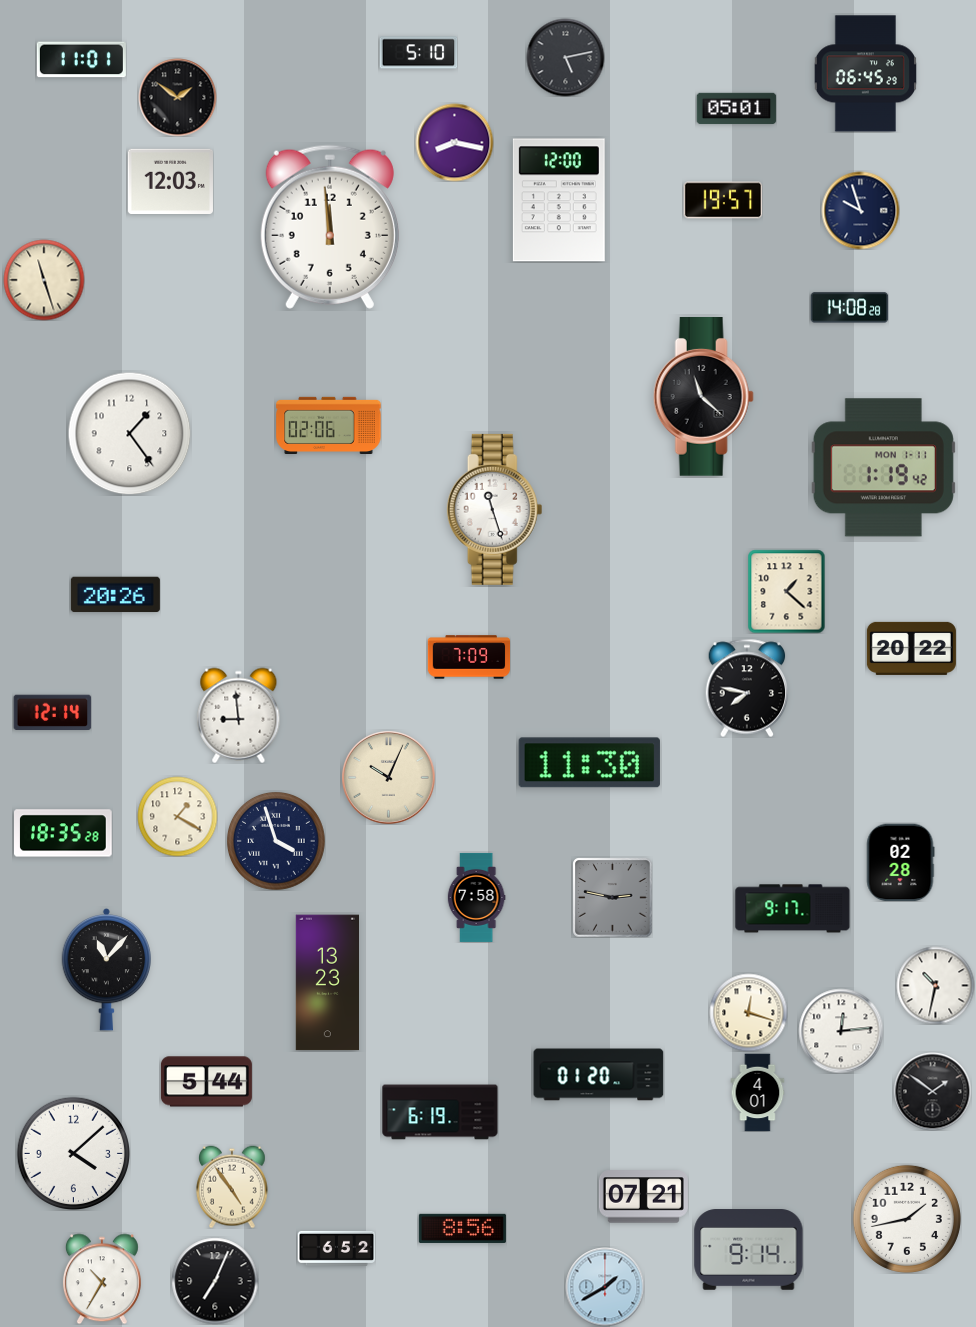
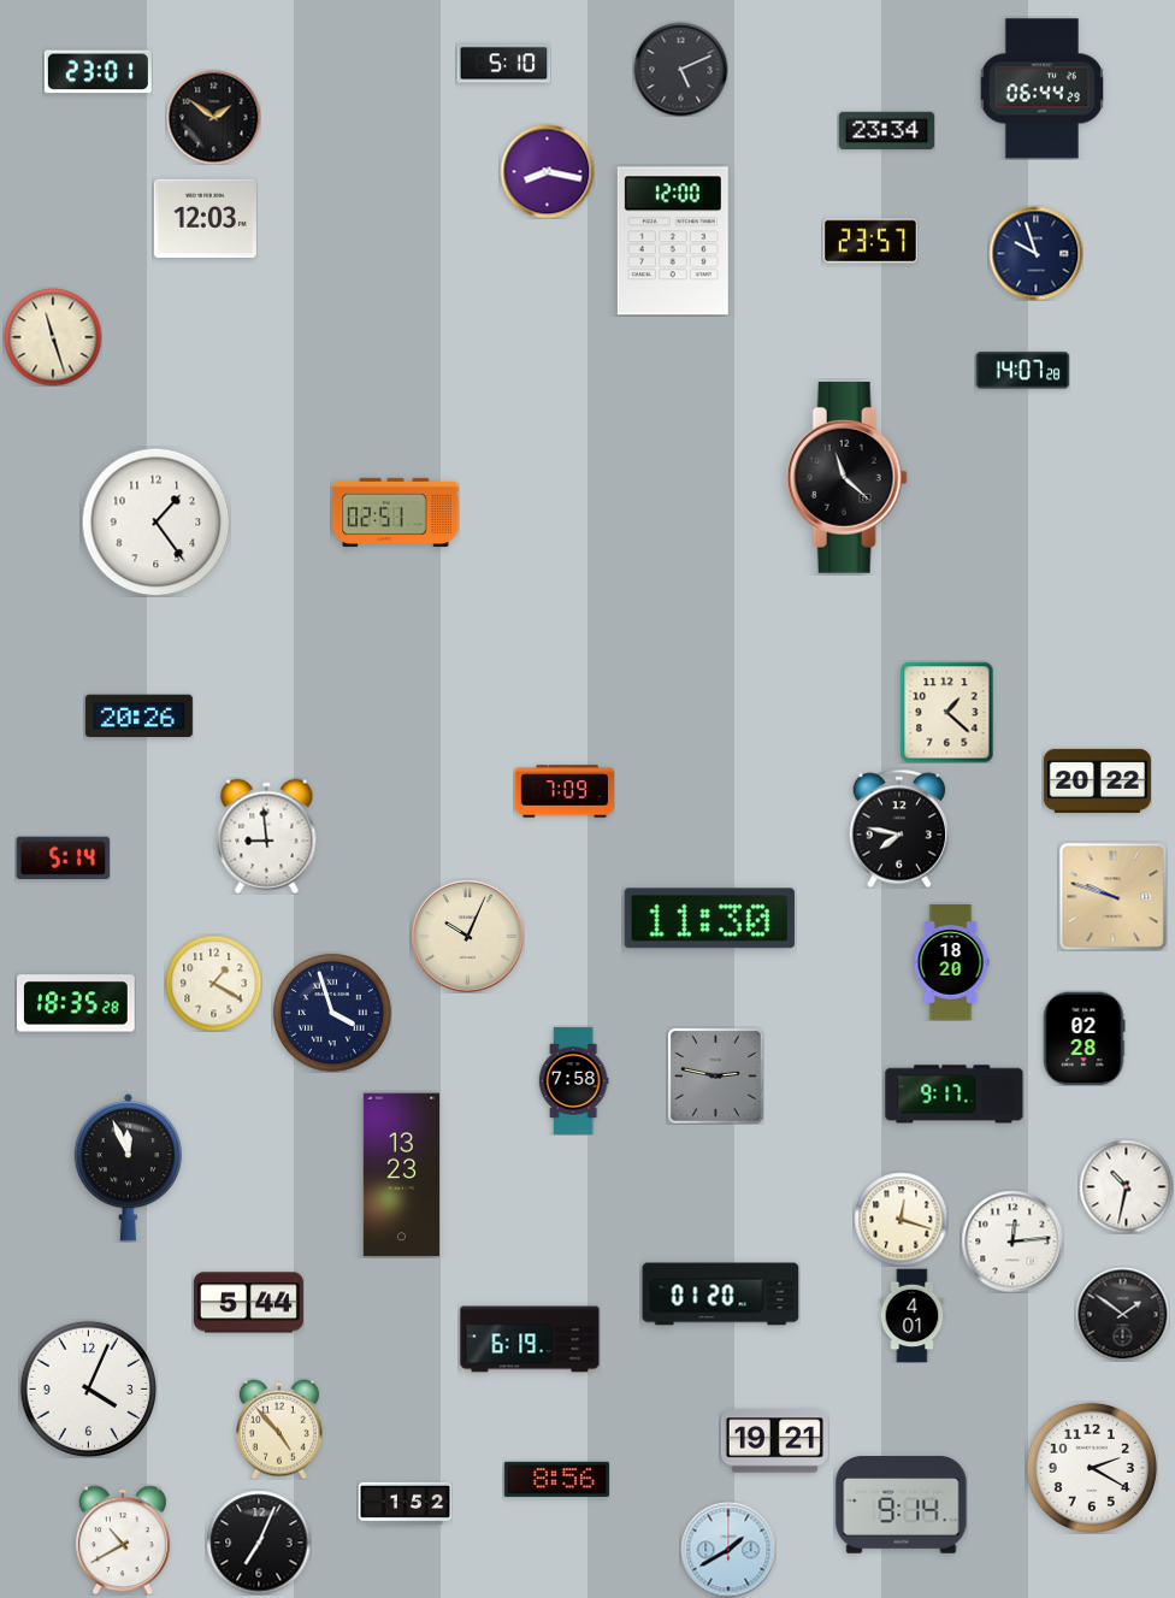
clock at (565, 57): 5:13 -> 5:11
clock at (81, 60): 11:01 -> 23:01
clock at (865, 74): 06:45 -> 06:44
clock at (736, 109): 05:01 -> 23:34
clock at (723, 200): 19:57 -> 23:57
clock at (330, 227): 11:59 -> none
clock at (849, 308): 14:08 -> 14:07
clock at (329, 425): 02:06 -> 02:51
clock at (883, 468): 1:19 -> none
clock at (495, 509): 11:27 -> none
clock at (52, 713): 12:14 -> 5:14
clock at (239, 715) position: (239, 715) -> (267, 836)
clock at (1112, 896): none -> 9:48
clock at (951, 962): none -> 18:20
clock at (612, 897) position: (612, 897) -> (715, 1075)
clock at (106, 969): 11:07 -> 11:56
clock at (327, 983) position: (327, 983) -> (401, 1175)
clock at (73, 1153): 4:08 -> 4:04
clock at (233, 1187): 4:54 -> 4:53
clock at (643, 1197): 07:21 -> 19:21
clock at (907, 1219): 1:43 -> 2:20
clock at (336, 1248): 6:52 -> 1:52
clock at (102, 1279): 10:35 -> 10:40
